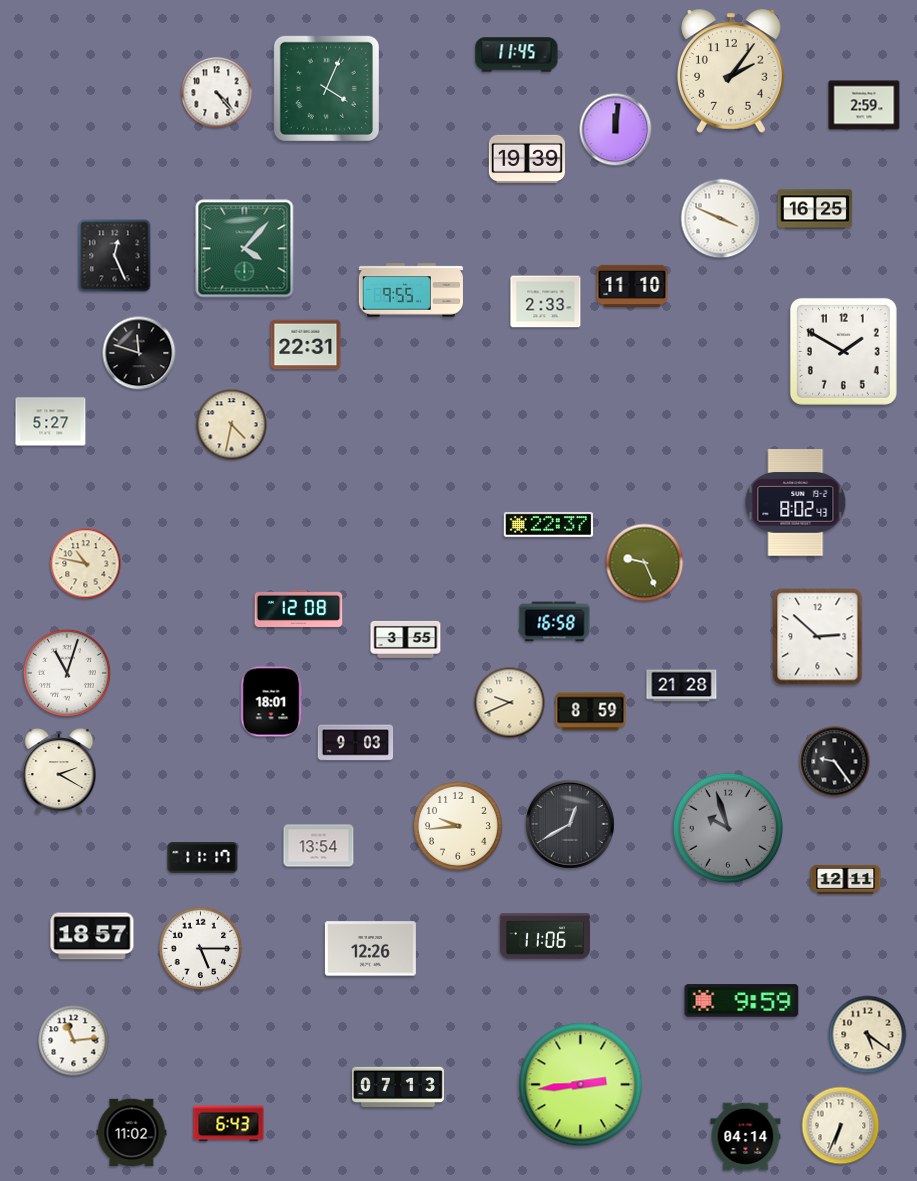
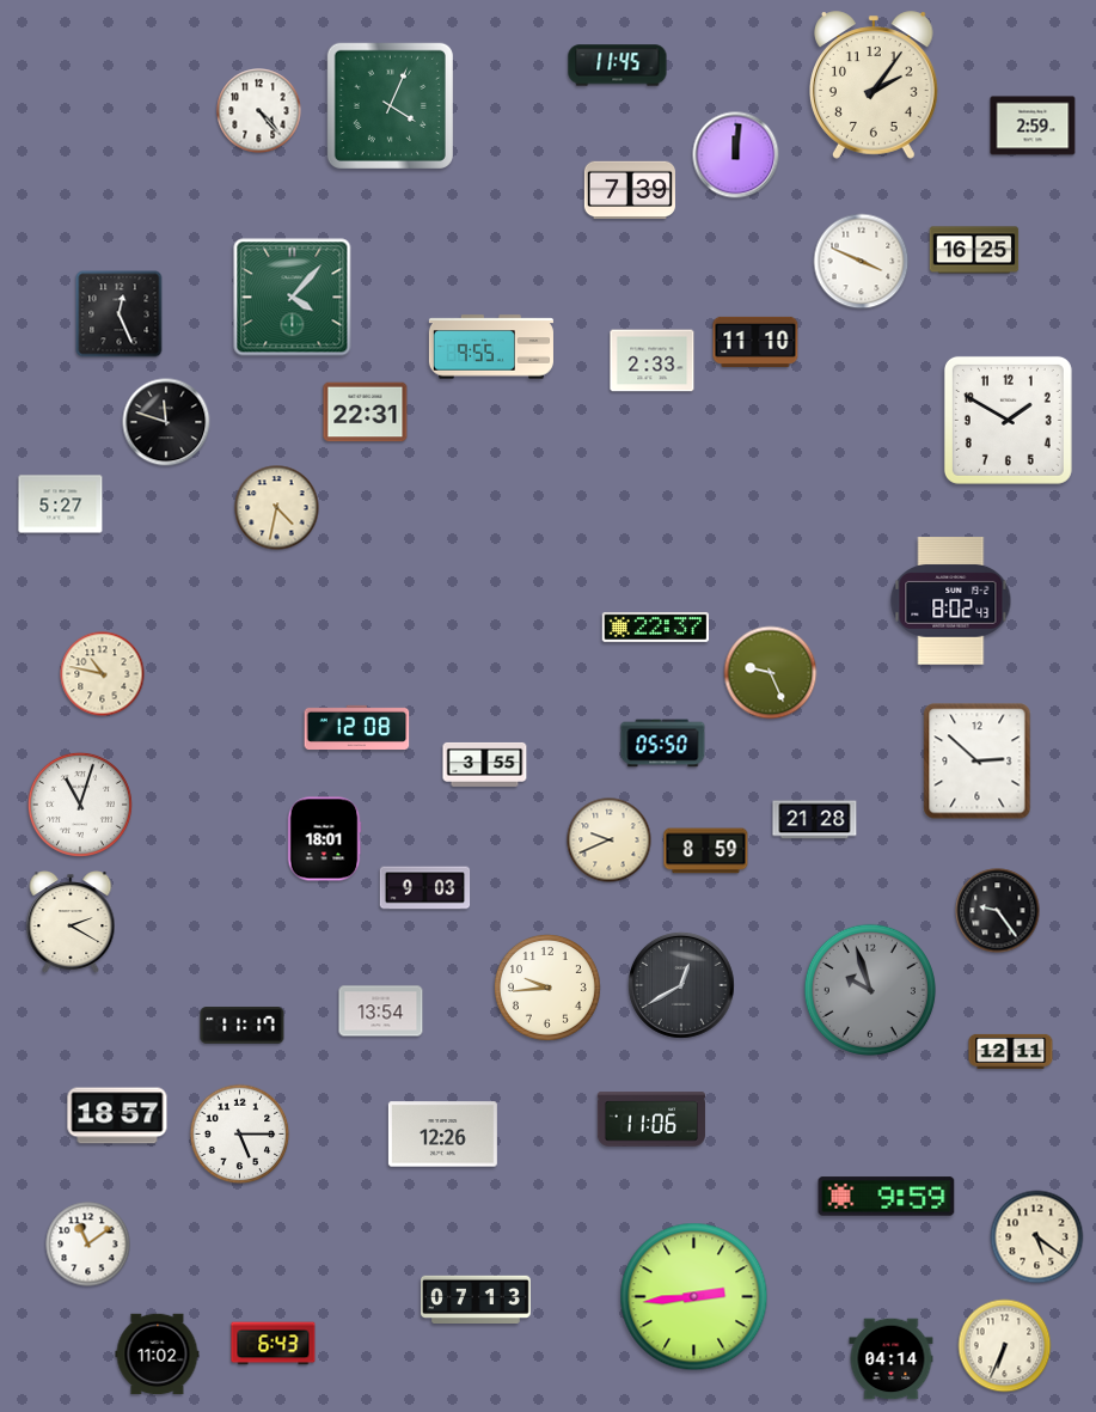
clock at (527, 159): 19:39 -> 7:39
clock at (115, 256) position: (115, 256) -> (120, 314)
clock at (555, 622): 16:58 -> 05:50
clock at (92, 936) position: (92, 936) -> (117, 1115)
clock at (74, 1041): 11:14 -> 11:09
